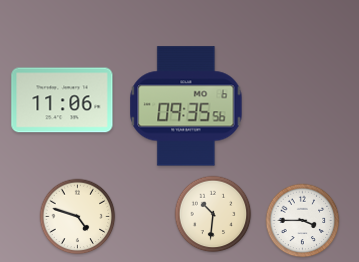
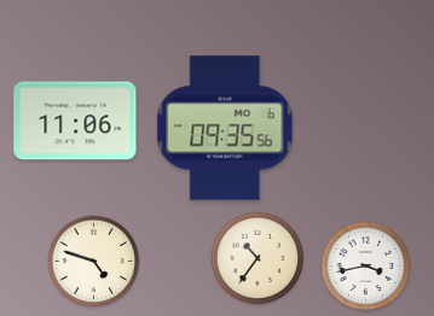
clock at (213, 214): 10:31 -> 10:36
clock at (303, 221): 3:45 -> 3:43
